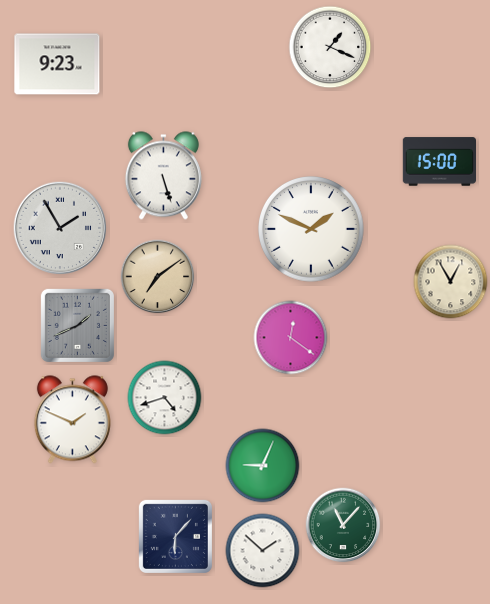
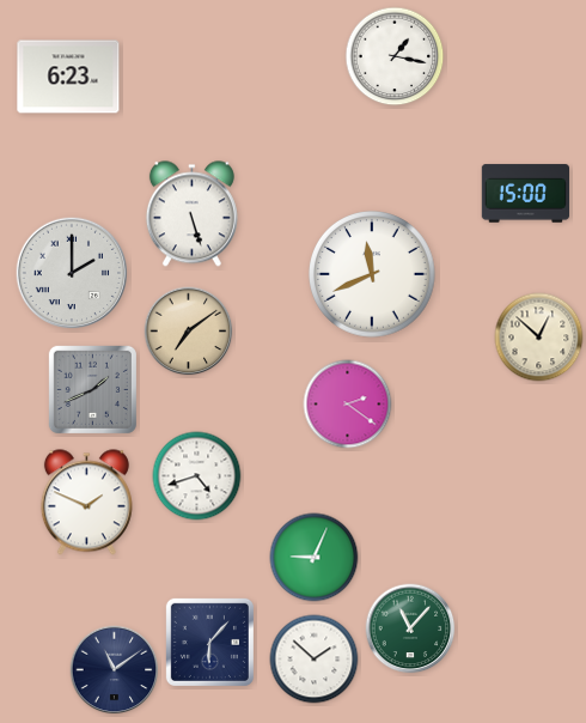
clock at (330, 47): 1:19 -> 1:17
clock at (57, 64): 9:23 -> 6:23
clock at (163, 176) position: (163, 176) -> (191, 214)
clock at (60, 228): 1:55 -> 2:00
clock at (312, 230): 1:49 -> 11:41
clock at (451, 282): 12:55 -> 12:52
clock at (291, 338): 12:21 -> 2:21
clock at (115, 670): none -> 11:09
